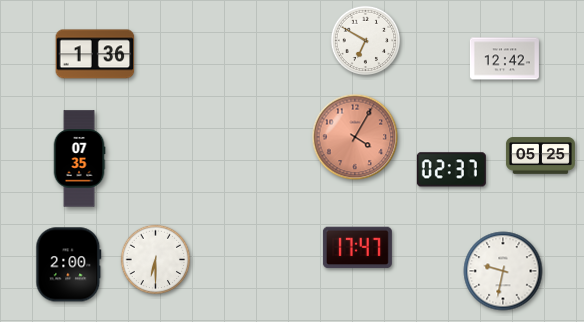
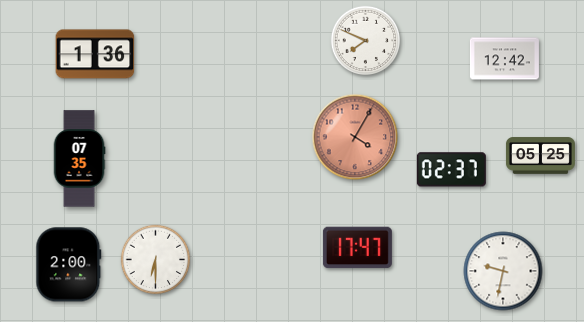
clock at (366, 41): 6:50 -> 7:49
